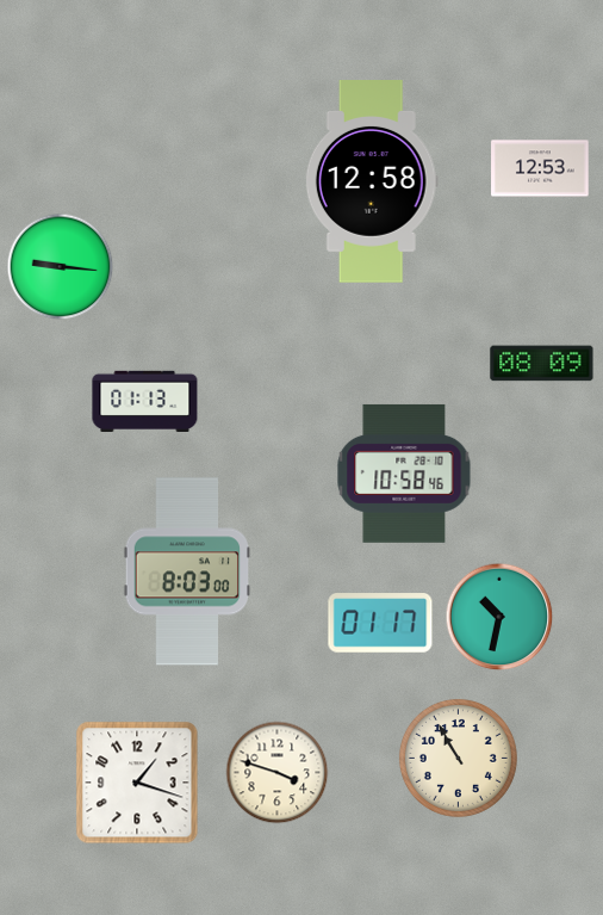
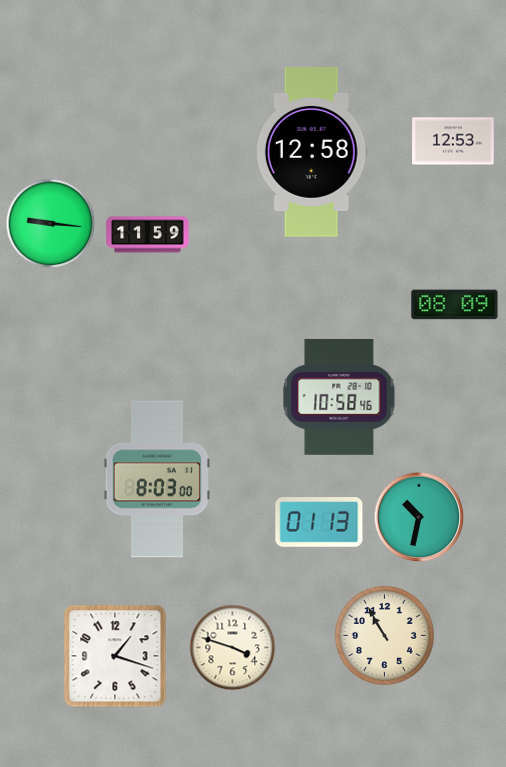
clock at (148, 235): none -> 11:59
clock at (145, 401): 01:13 -> none
clock at (380, 623): 01:17 -> 01:13
